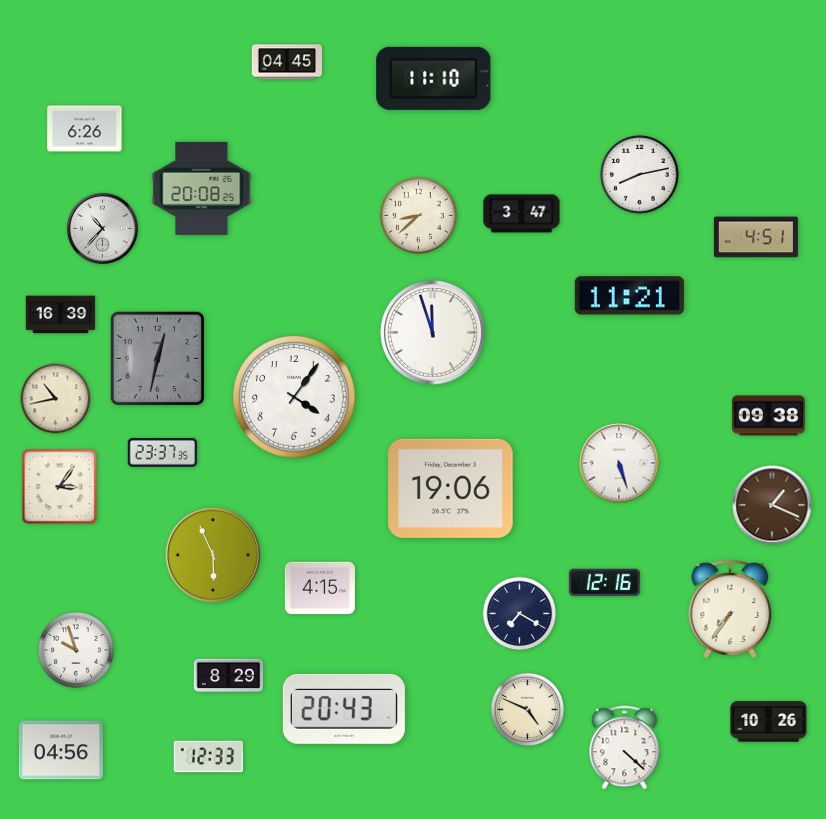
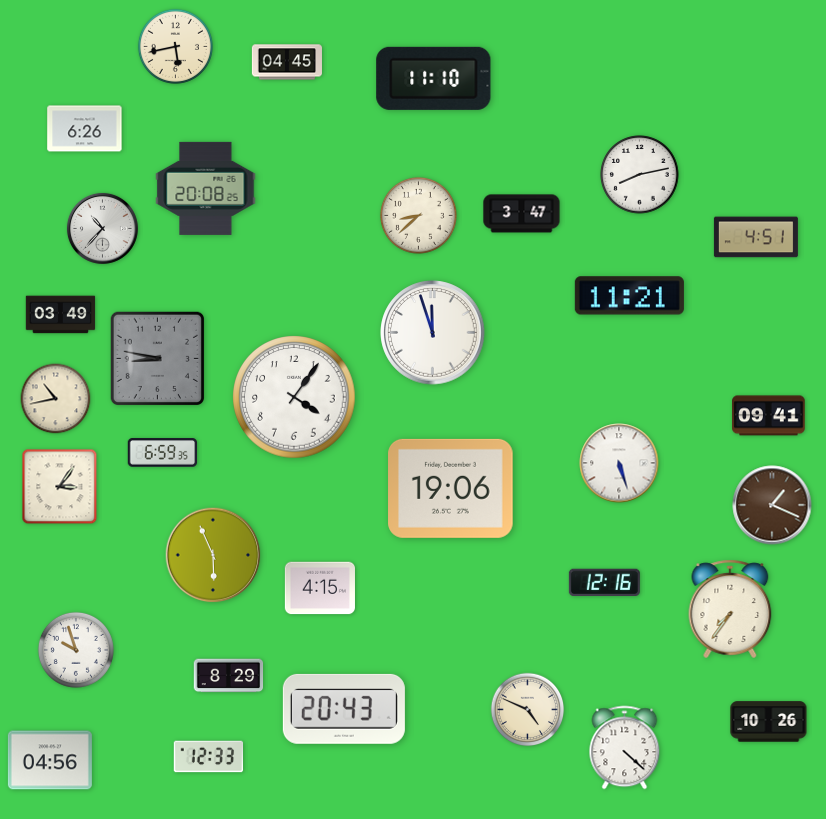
clock at (175, 46): none -> 5:43
clock at (202, 188) position: (202, 188) -> (206, 188)
clock at (61, 315): 16:39 -> 03:49
clock at (157, 358): 12:32 -> 8:47
clock at (769, 416): 09:38 -> 09:41
clock at (163, 453): 23:37 -> 6:59
clock at (520, 614): 7:20 -> none
clock at (61, 750) position: (61, 750) -> (50, 760)
